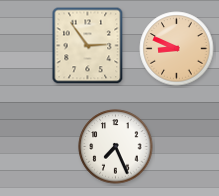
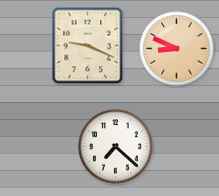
clock at (88, 46): 2:54 -> 9:19
clock at (116, 147): 7:26 -> 7:22
